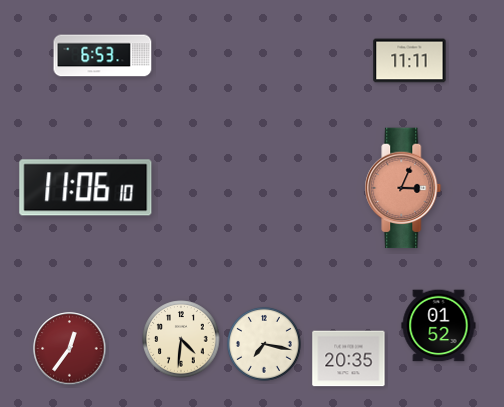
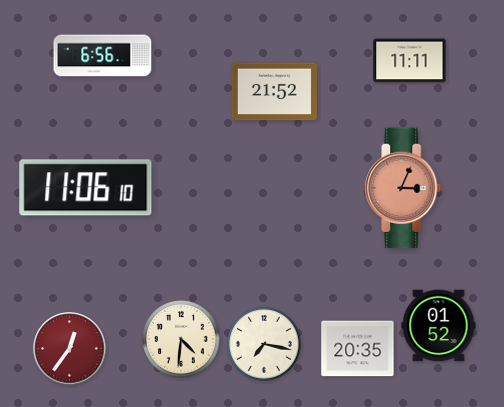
clock at (103, 56): 6:53 -> 6:56
clock at (274, 92): none -> 21:52
clock at (349, 359) position: (349, 359) -> (358, 349)
